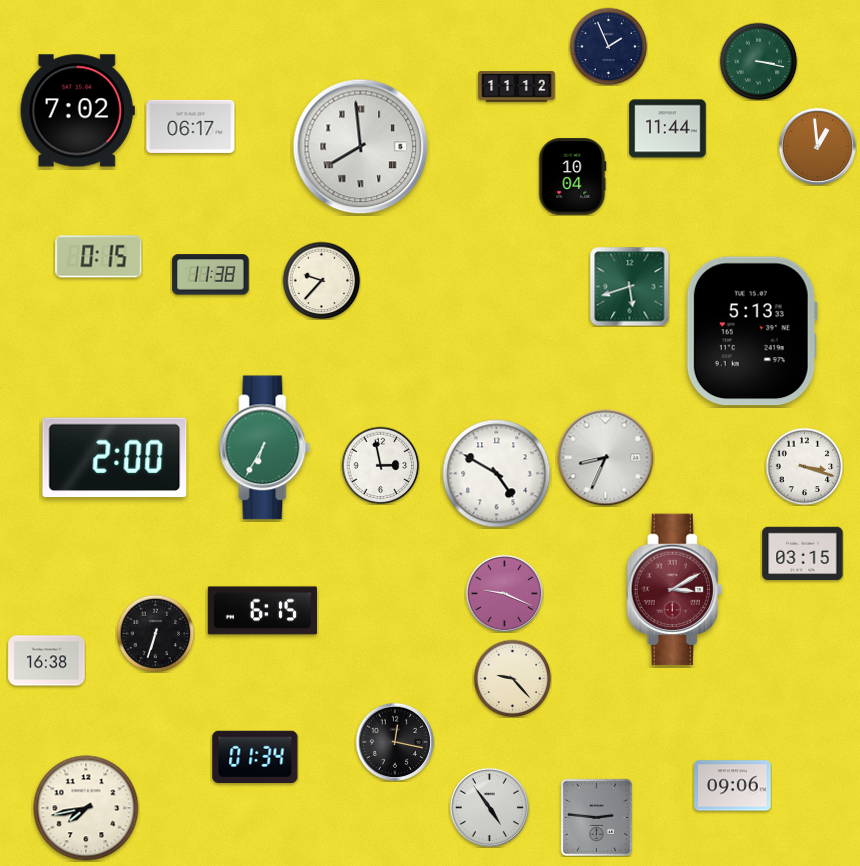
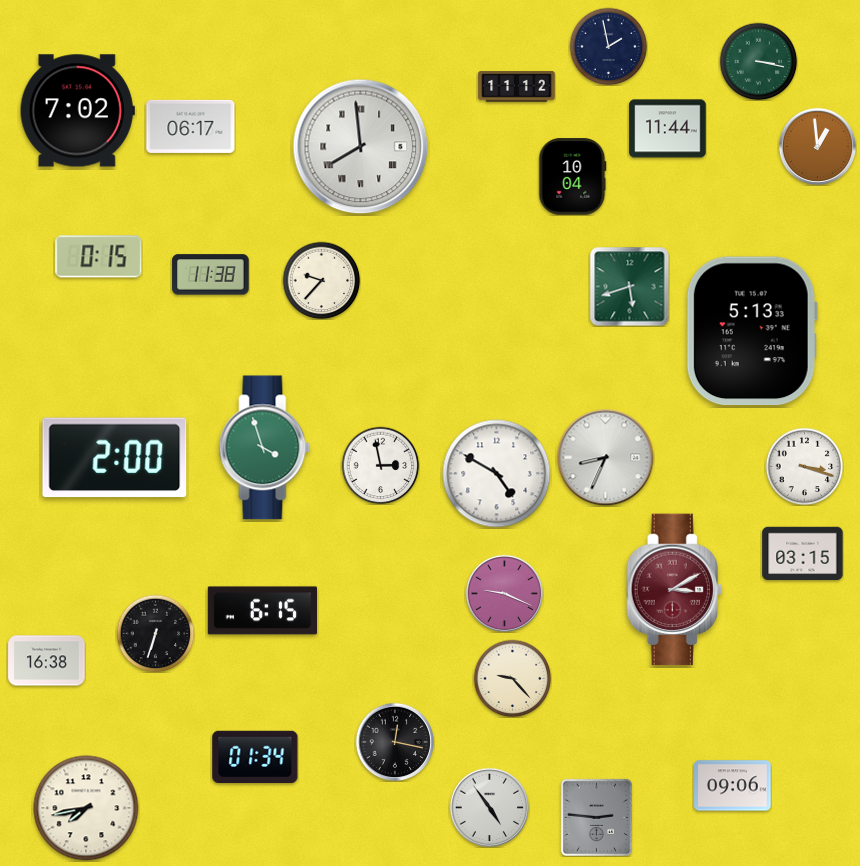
clock at (608, 46): 1:56 -> 1:58
clock at (265, 448): 6:35 -> 3:57
